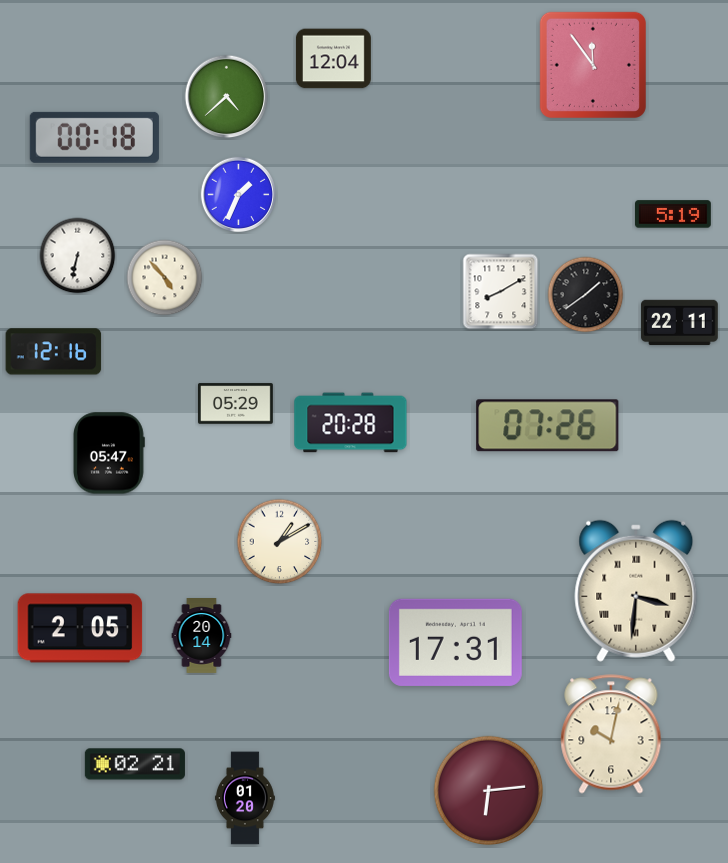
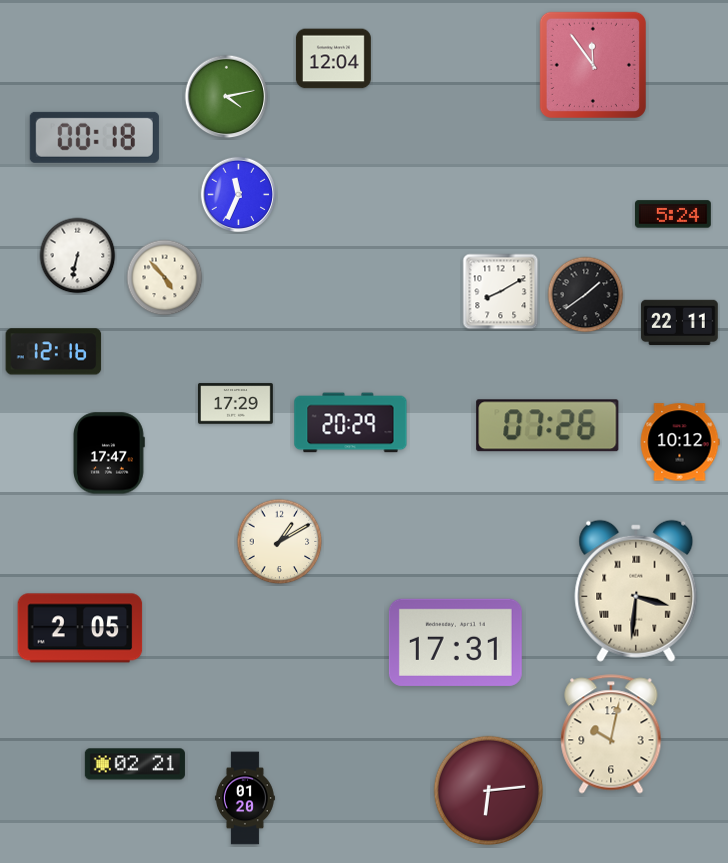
clock at (227, 97): 4:38 -> 4:13
clock at (238, 194): 1:34 -> 11:34
clock at (674, 214): 5:19 -> 5:24
clock at (236, 404): 05:29 -> 17:29
clock at (351, 423): 20:28 -> 20:29
clock at (680, 442): none -> 10:12
clock at (109, 453): 05:47 -> 17:47
clock at (202, 636): 20:14 -> none
